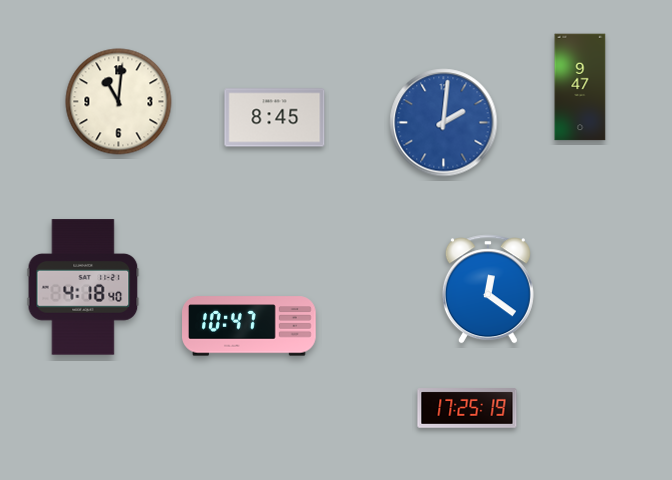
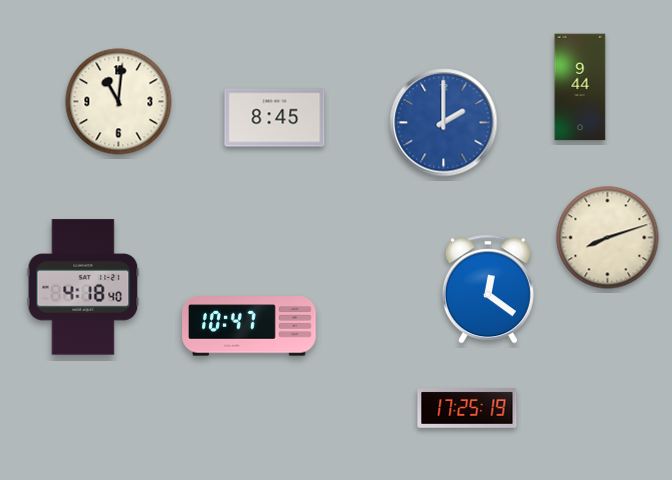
clock at (580, 87): 9:47 -> 9:44
clock at (444, 123): 2:01 -> 2:00
clock at (608, 238): none -> 8:12
